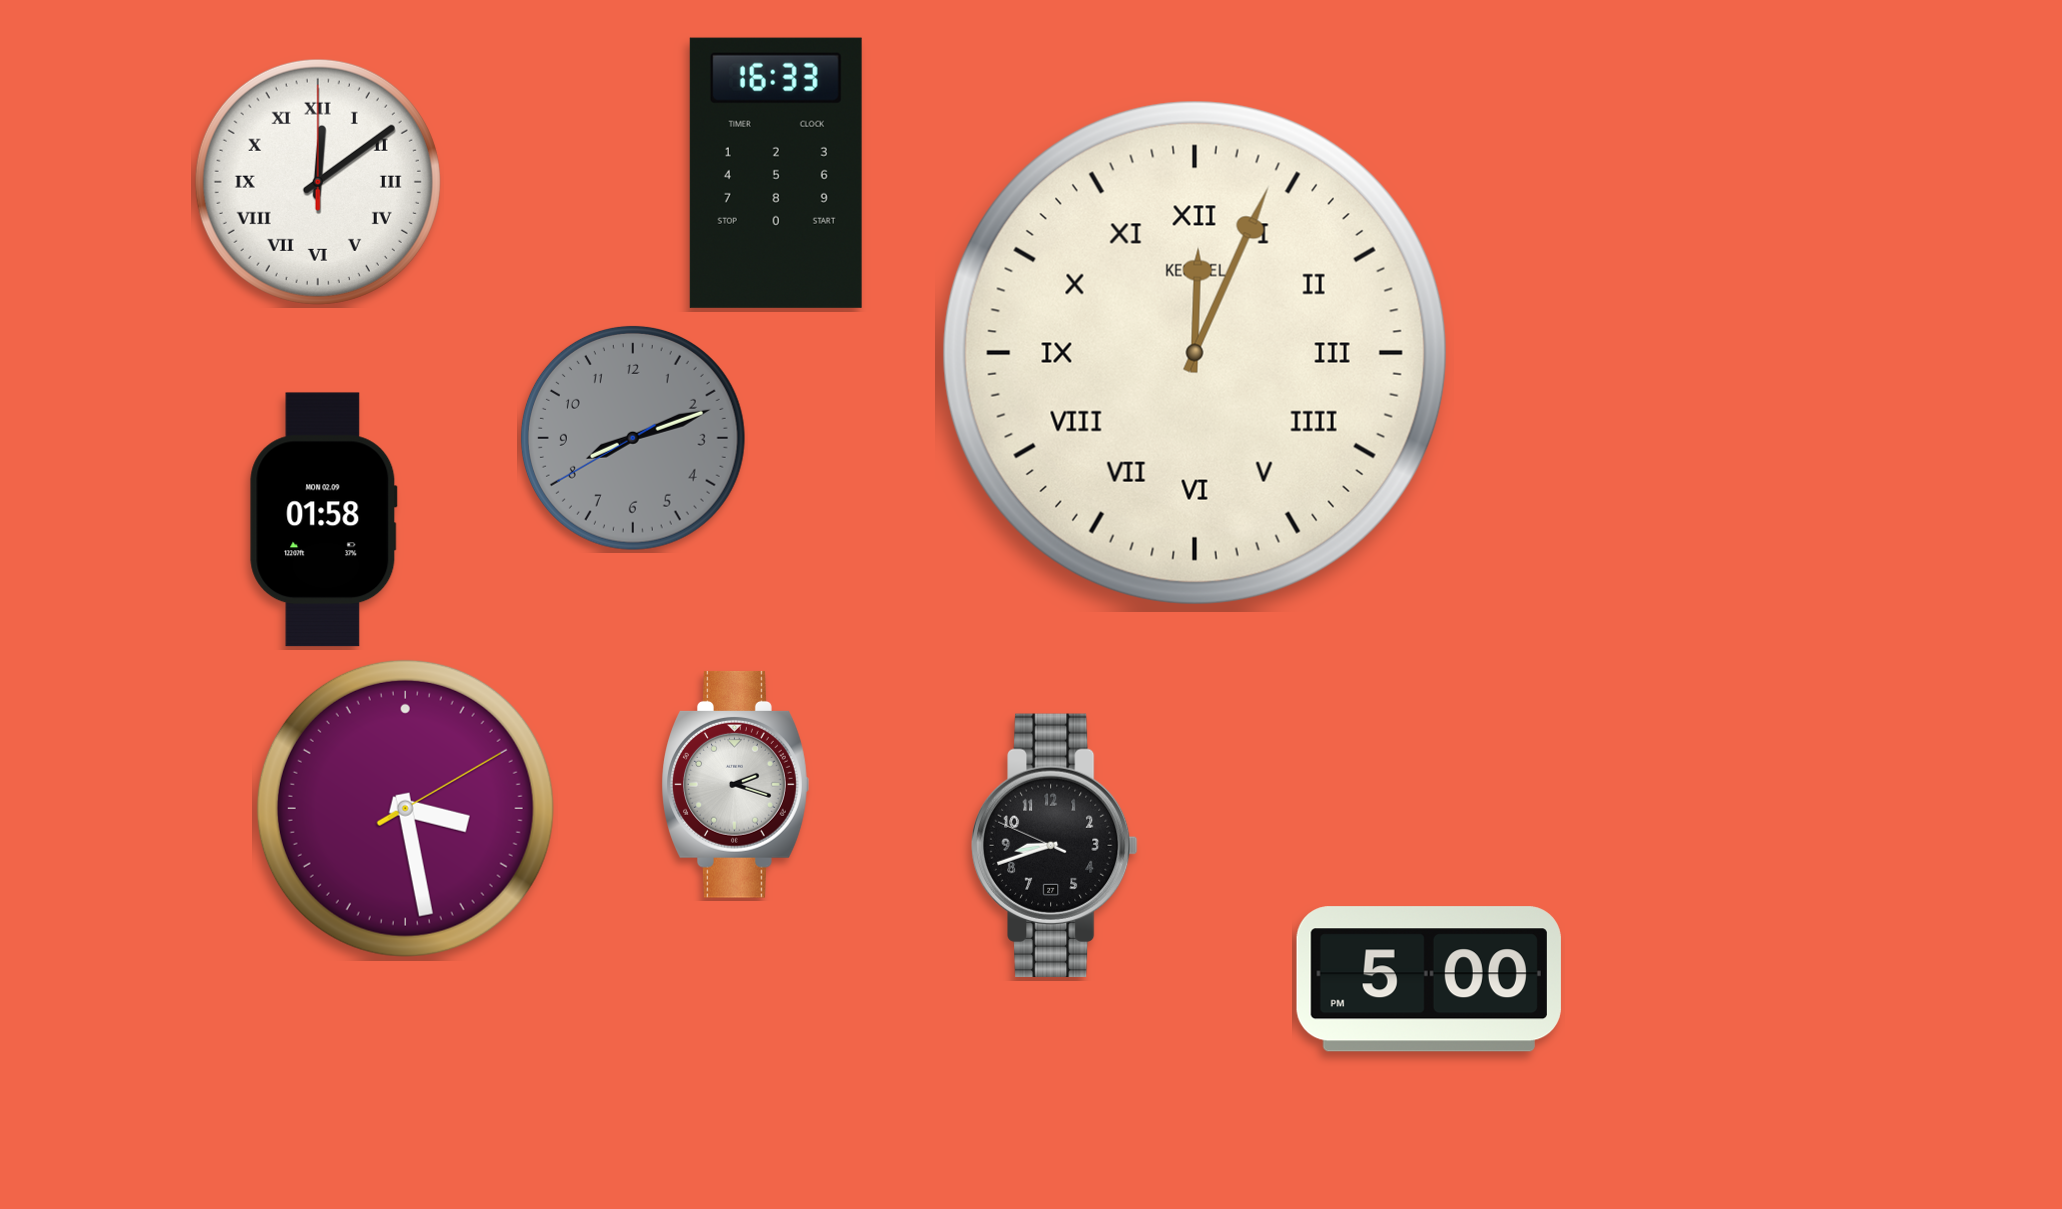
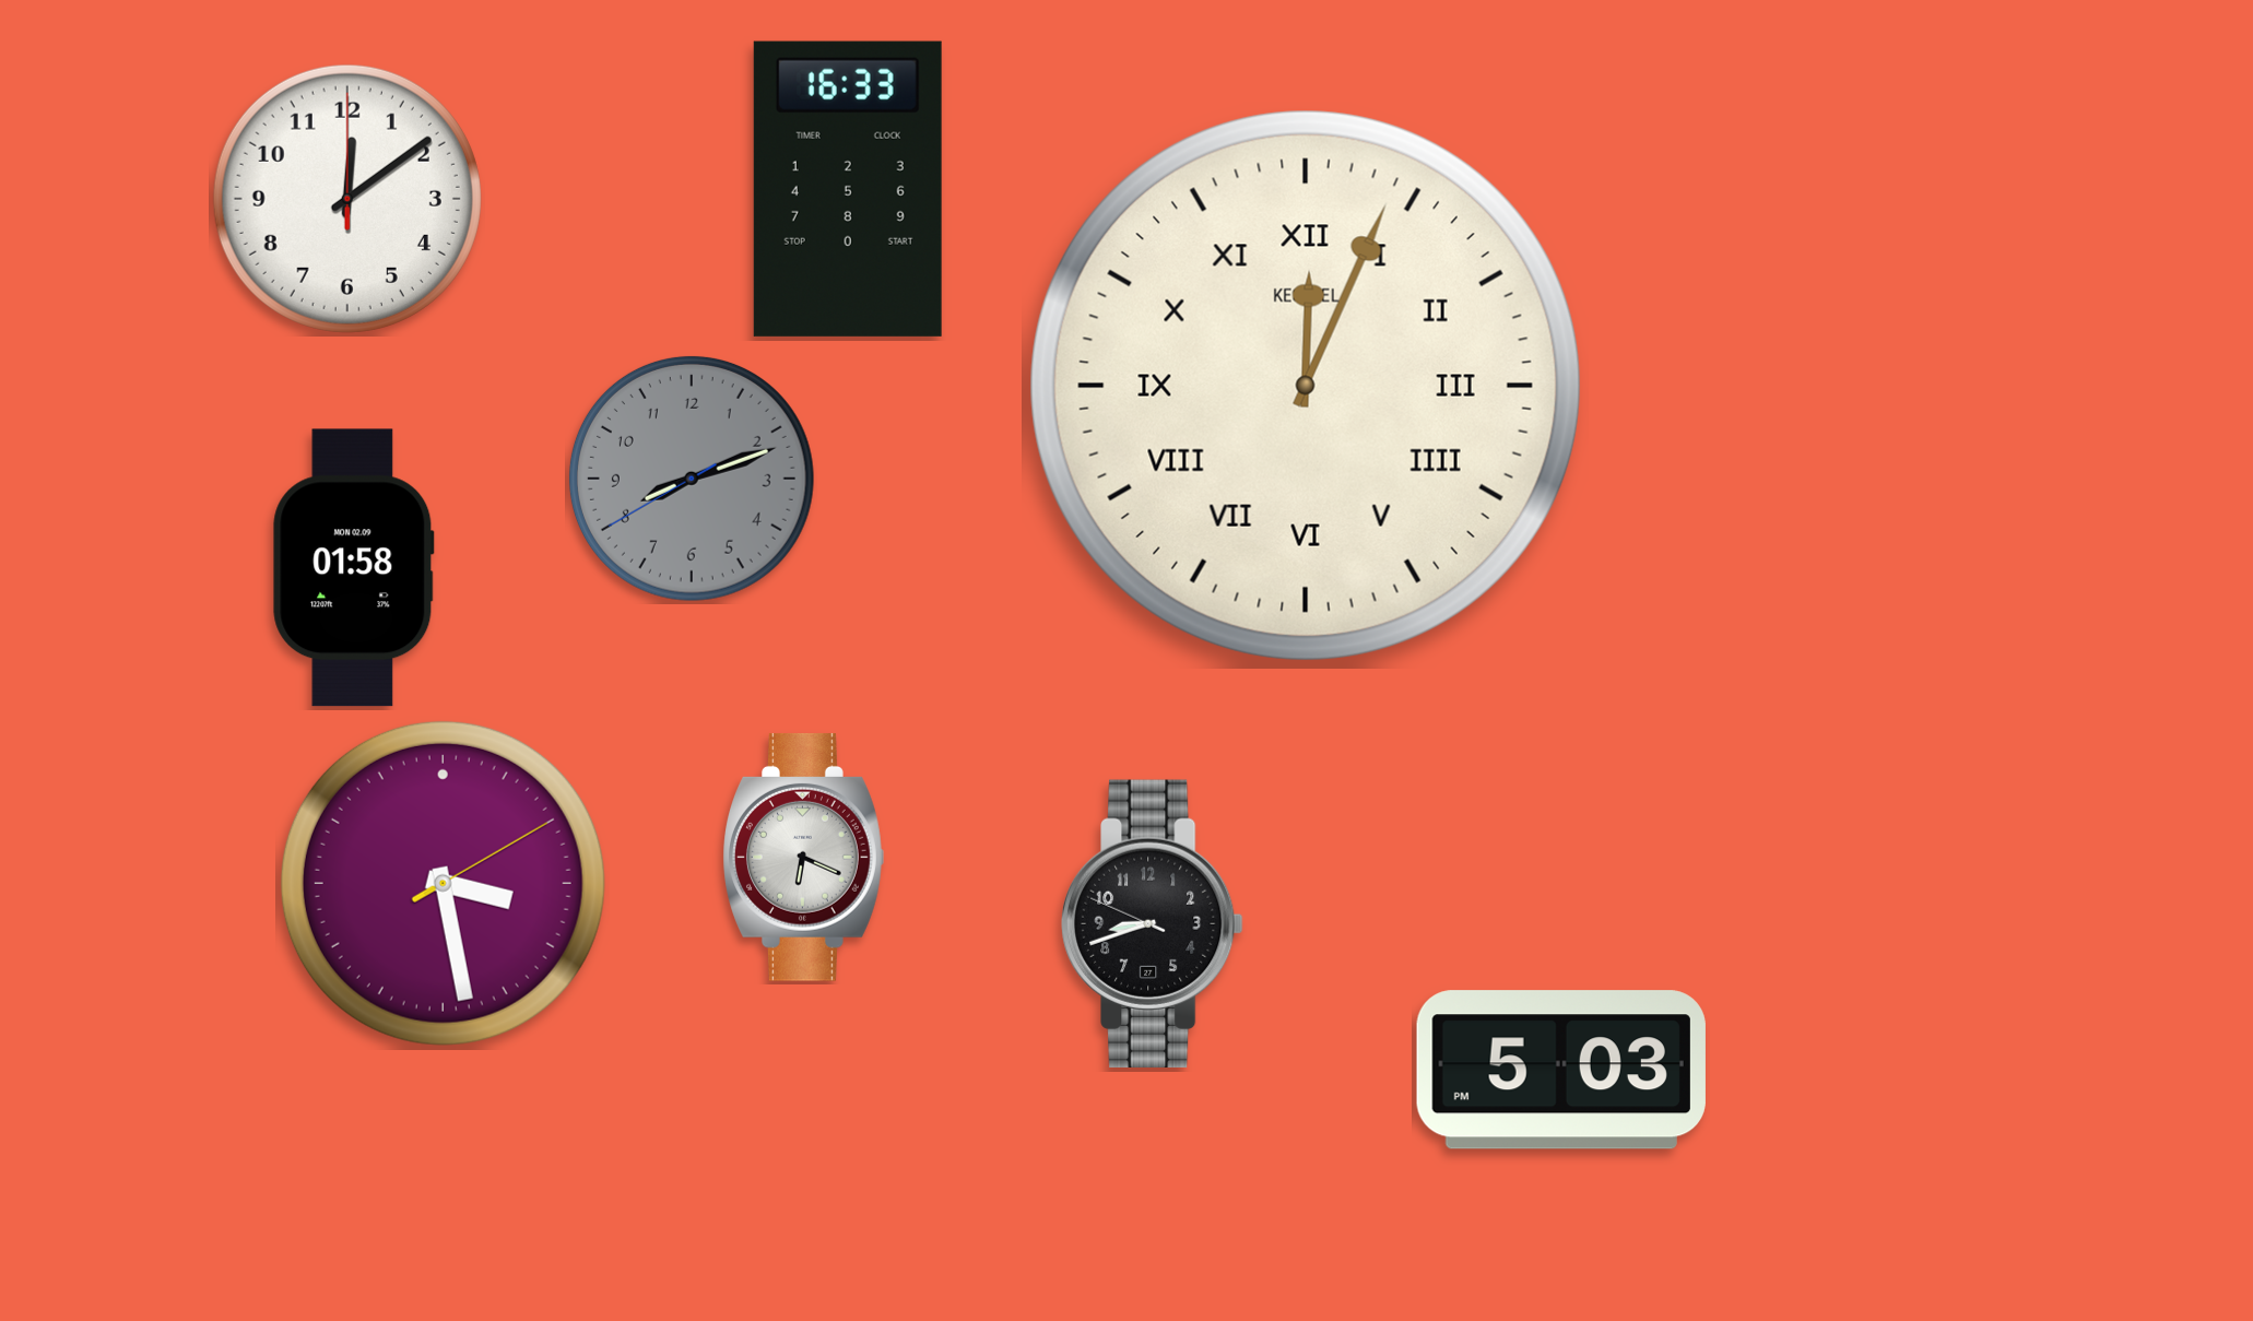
clock at (318, 182) numerals: Roman -> Arabic
clock at (735, 784): 2:18 -> 6:19
clock at (1429, 979): 5:00 -> 5:03
